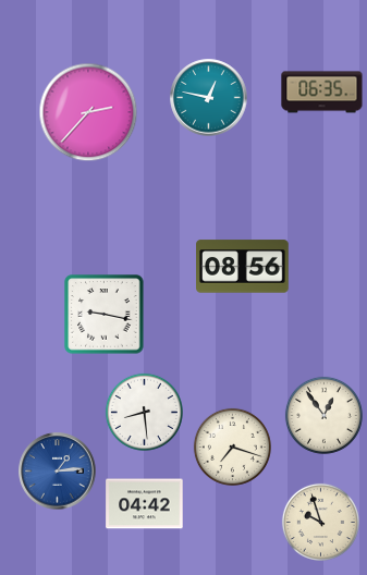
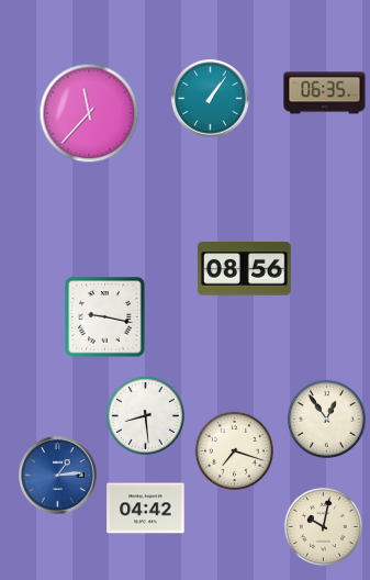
clock at (209, 98): 12:47 -> 1:06
clock at (88, 112): 2:37 -> 11:37
clock at (320, 522): 9:57 -> 10:02
